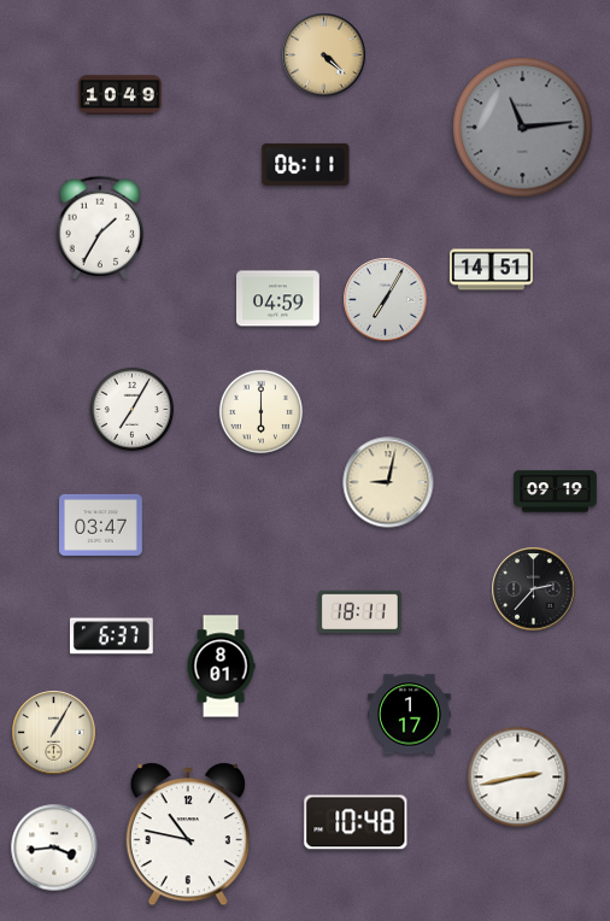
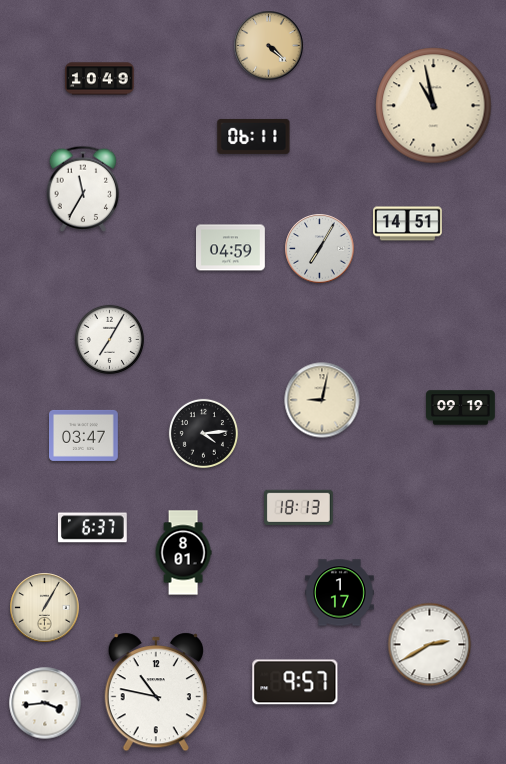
clock at (523, 128): 11:14 -> 10:58
clock at (523, 128) dial: grey -> cream
clock at (100, 228): 1:35 -> 11:35
clock at (260, 411): 6:00 -> none
clock at (203, 433): none -> 4:14
clock at (534, 589): 2:37 -> none
clock at (360, 611): 18:11 -> 18:13
clock at (518, 778): 2:43 -> 2:40
clock at (356, 822): 10:48 -> 9:57
